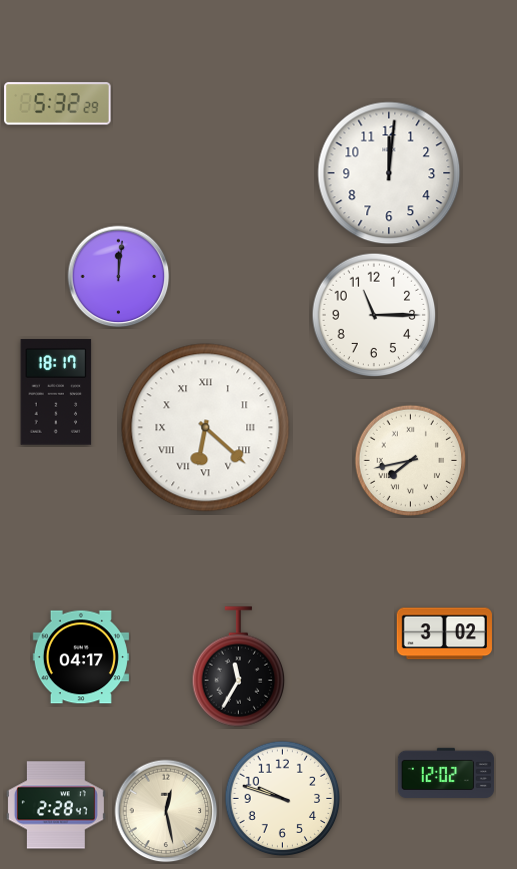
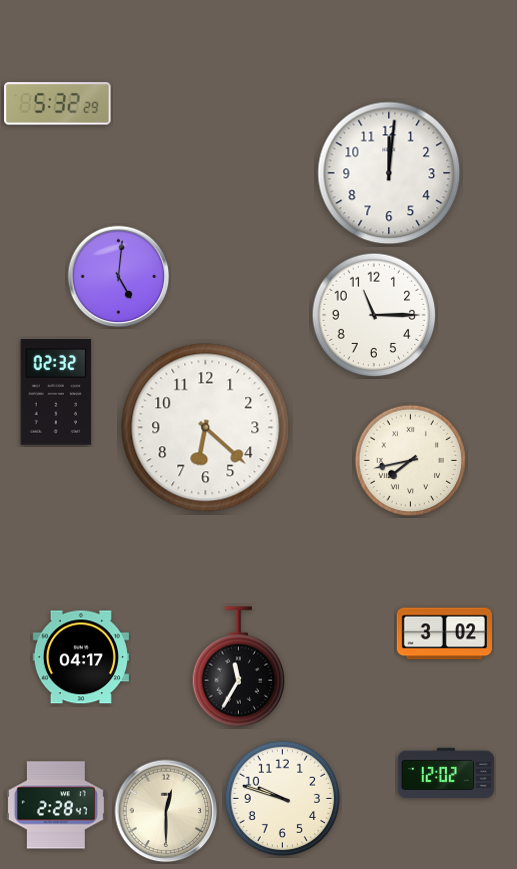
clock at (119, 277): 12:01 -> 5:01
clock at (56, 392): 18:17 -> 02:32
clock at (206, 428) numerals: Roman -> Arabic
clock at (166, 811): 12:28 -> 12:30
